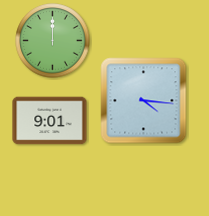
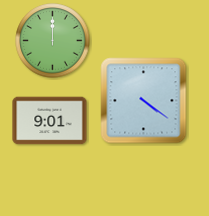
clock at (144, 101): 4:16 -> 4:21
